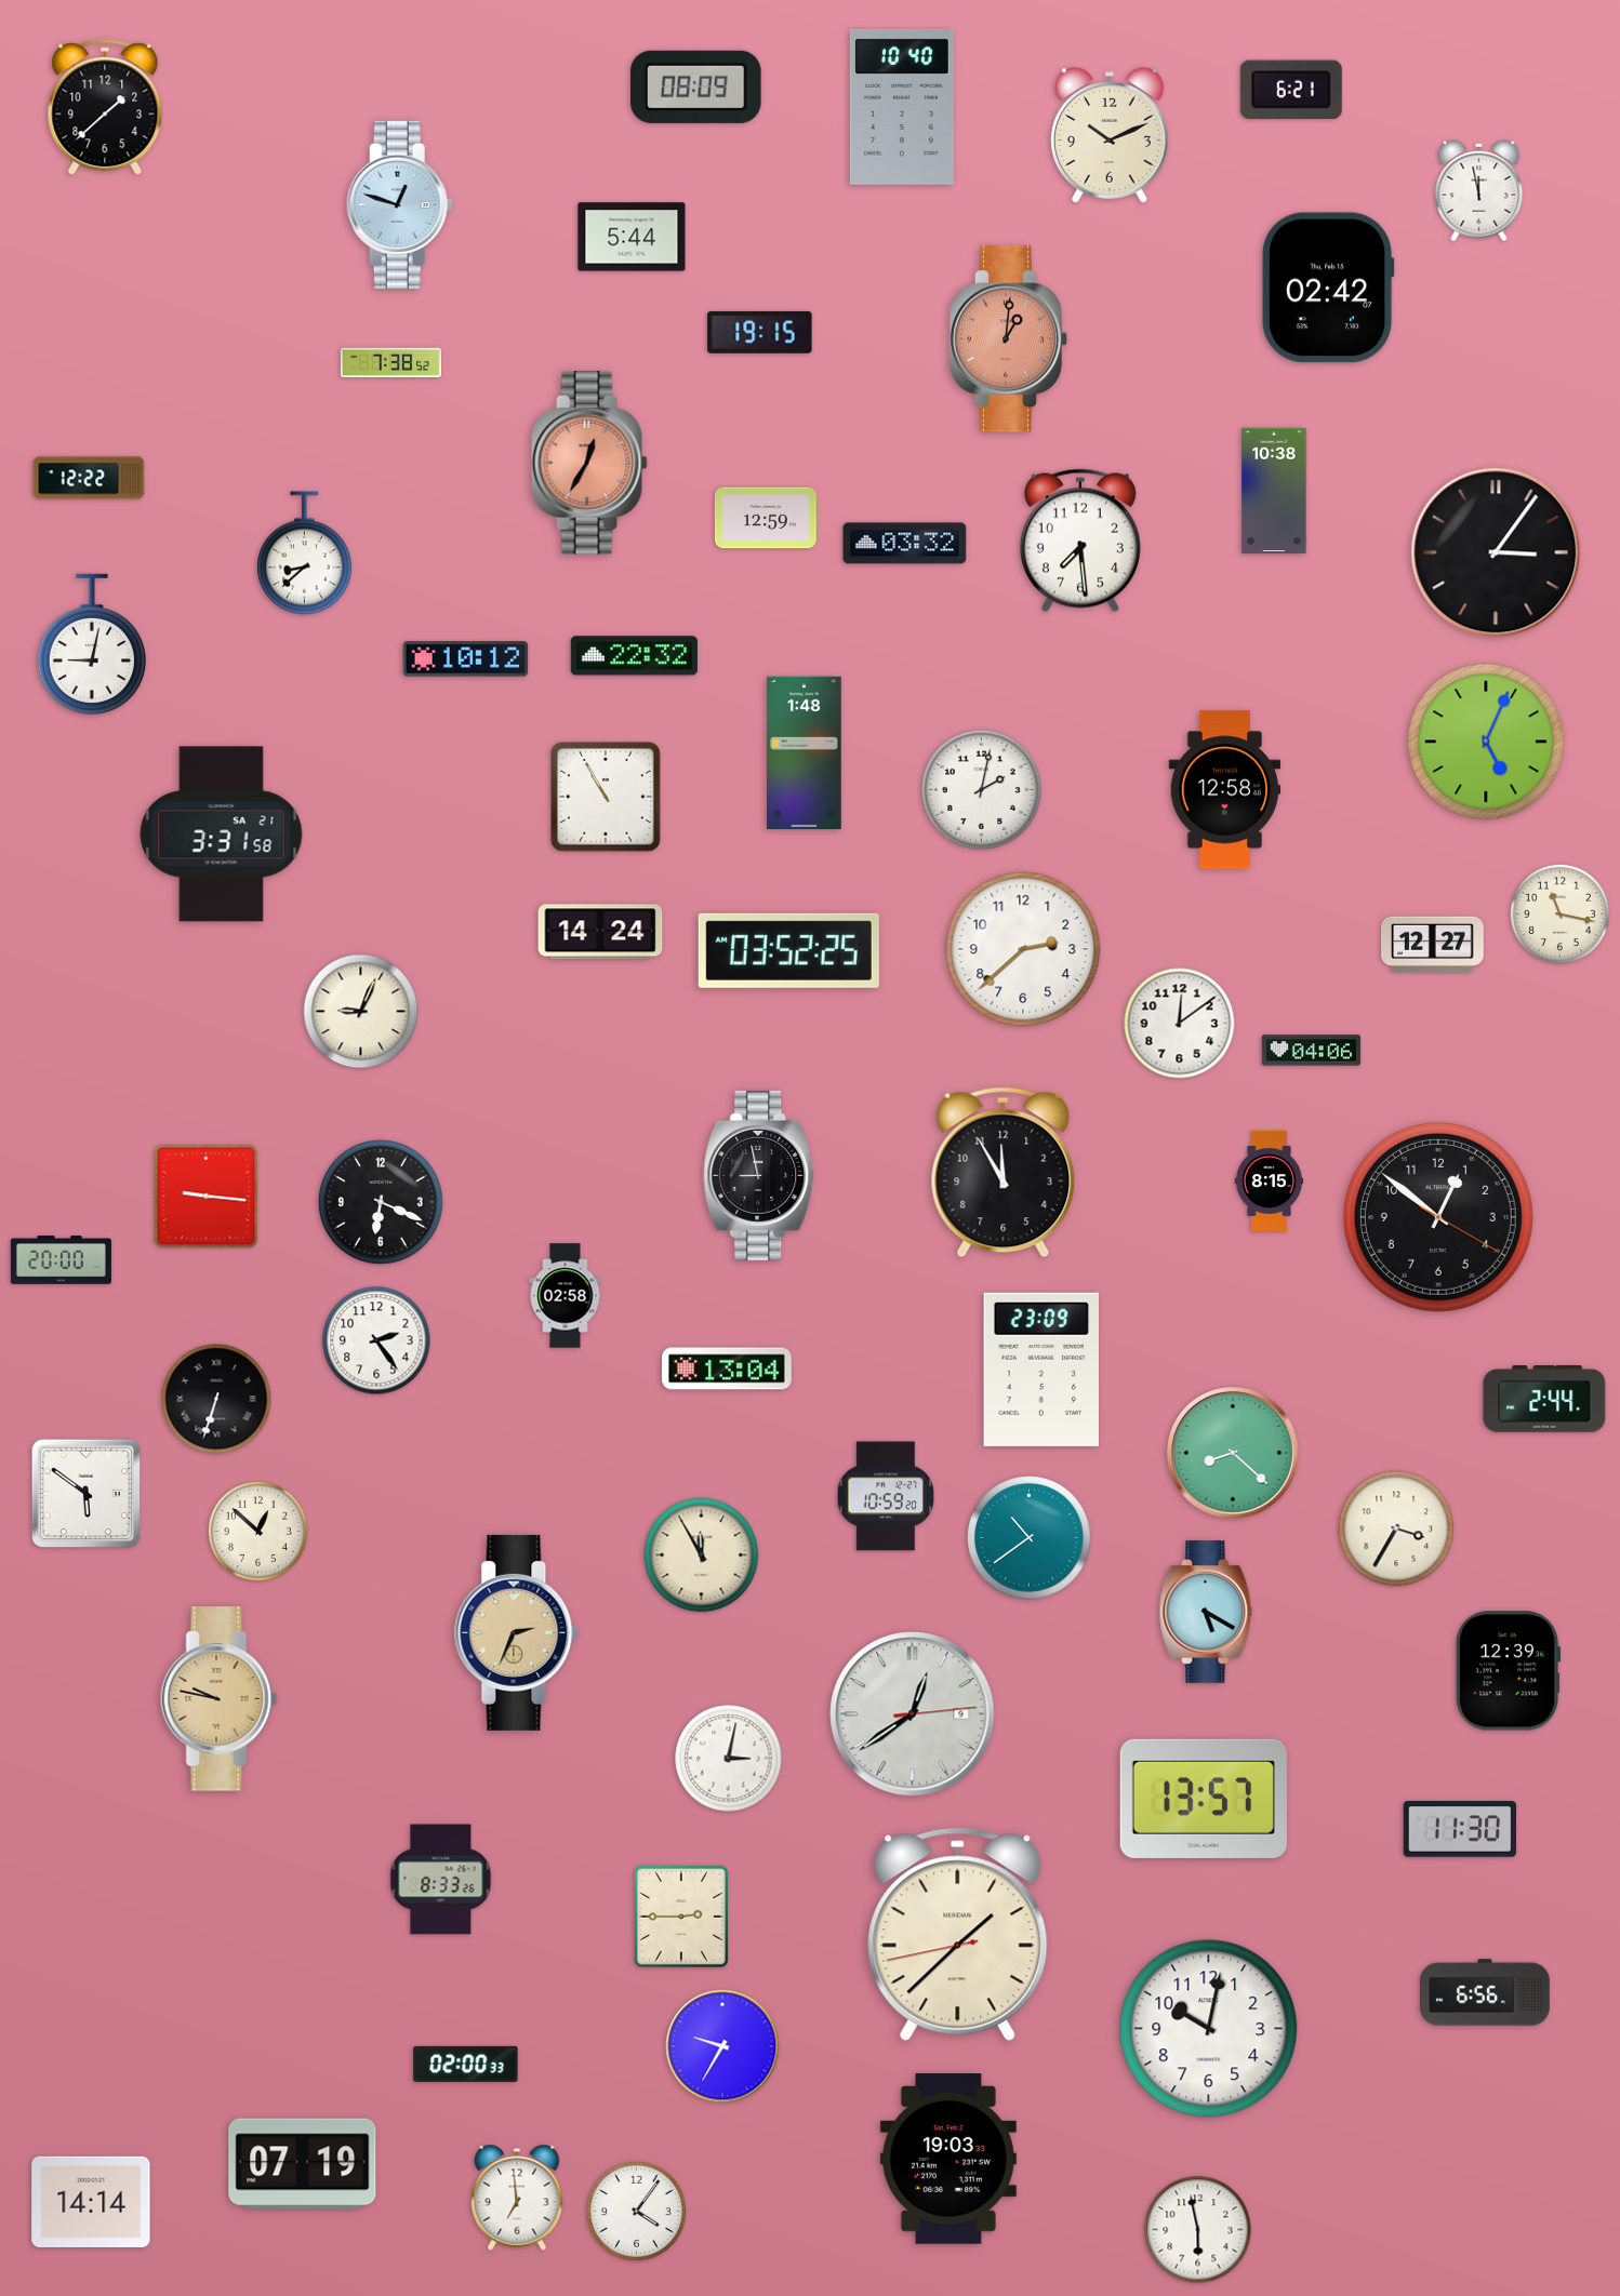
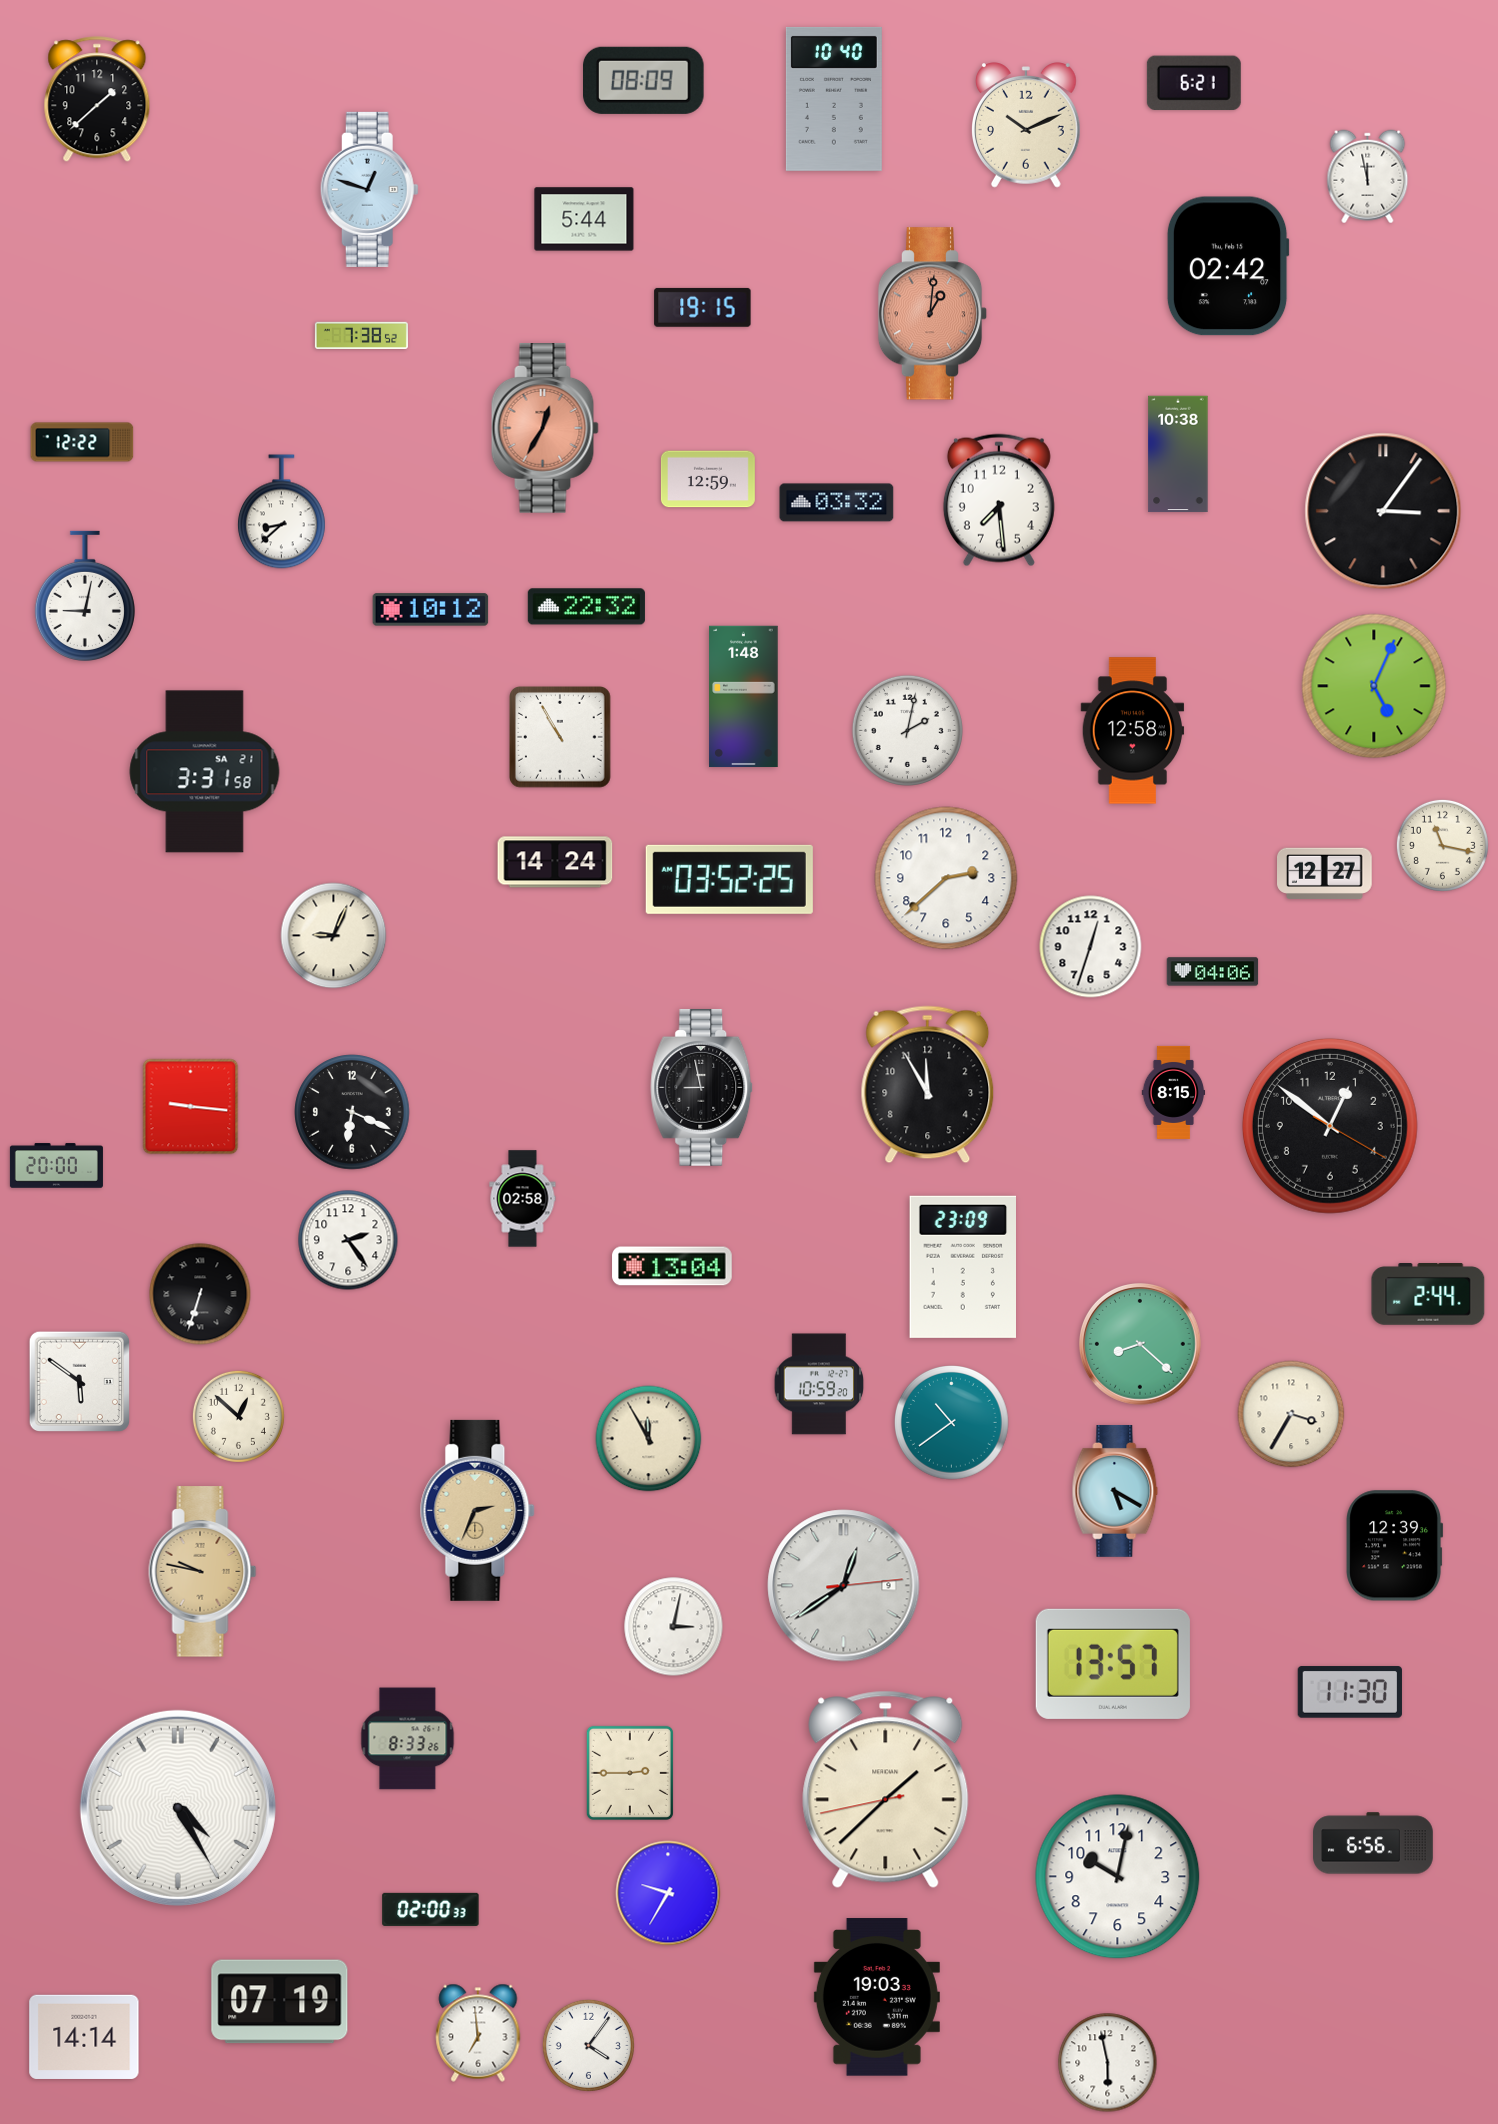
clock at (1180, 1024): 12:09 -> 12:33
clock at (178, 1808): none -> 4:25
